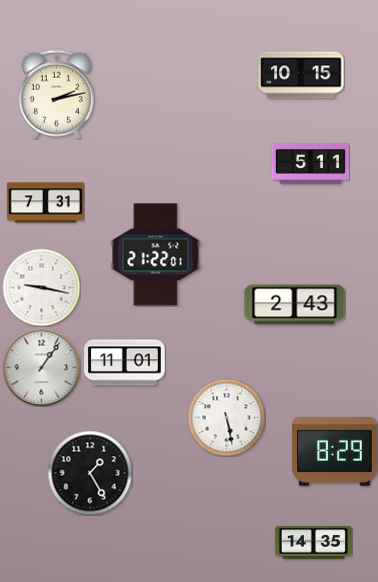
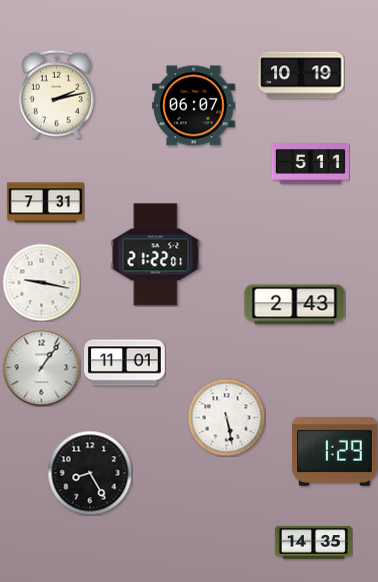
clock at (301, 75): 10:15 -> 10:19
clock at (194, 106): none -> 06:07
clock at (41, 287) position: (41, 287) -> (41, 282)
clock at (335, 452): 8:29 -> 1:29
clock at (90, 473): 1:25 -> 8:25
